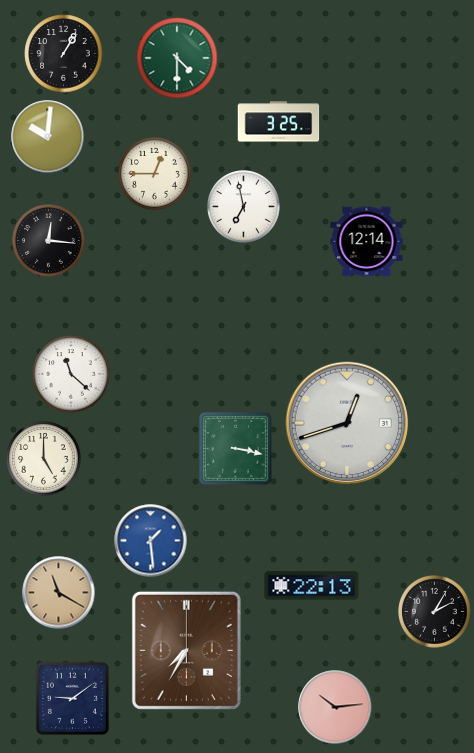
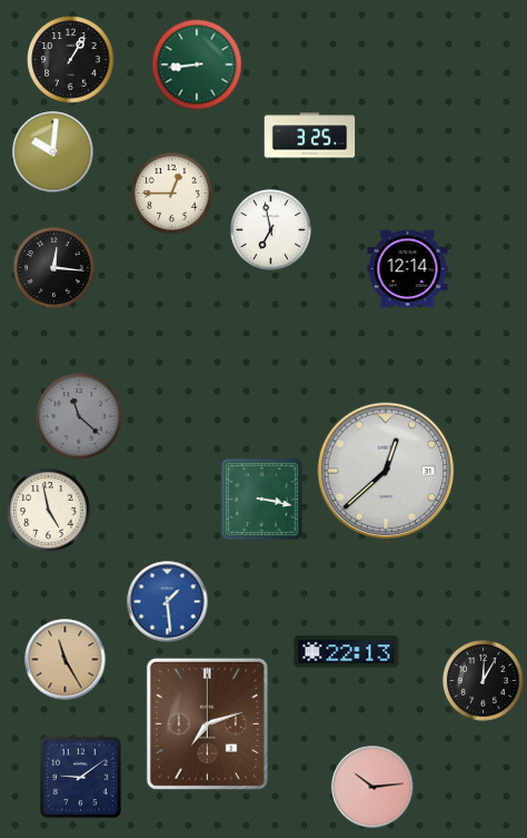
clock at (177, 58): 4:30 -> 8:44
clock at (71, 374) dial: white -> grey
clock at (347, 423): 12:42 -> 12:38
clock at (44, 459): 5:00 -> 4:58
clock at (59, 593): 11:20 -> 11:25
clock at (435, 612): 2:05 -> 12:05
clock at (186, 650): 7:35 -> 7:12
